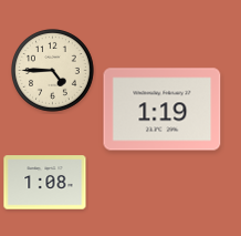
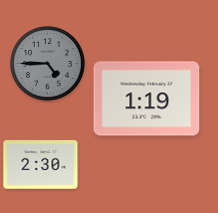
clock at (53, 71) dial: cream -> grey
clock at (45, 183): 1:08 -> 2:30
